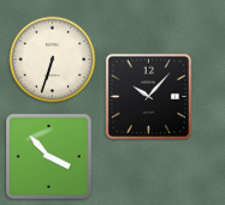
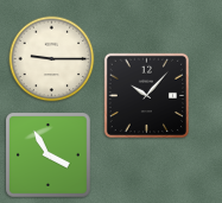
clock at (53, 60): 6:33 -> 9:15
clock at (49, 157): 3:53 -> 3:55
